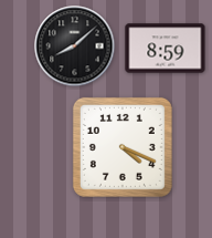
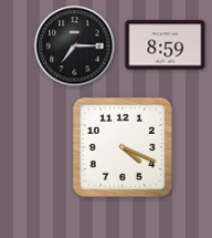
clock at (75, 46): 8:08 -> 7:15
clock at (166, 49) position: (166, 49) -> (166, 45)
